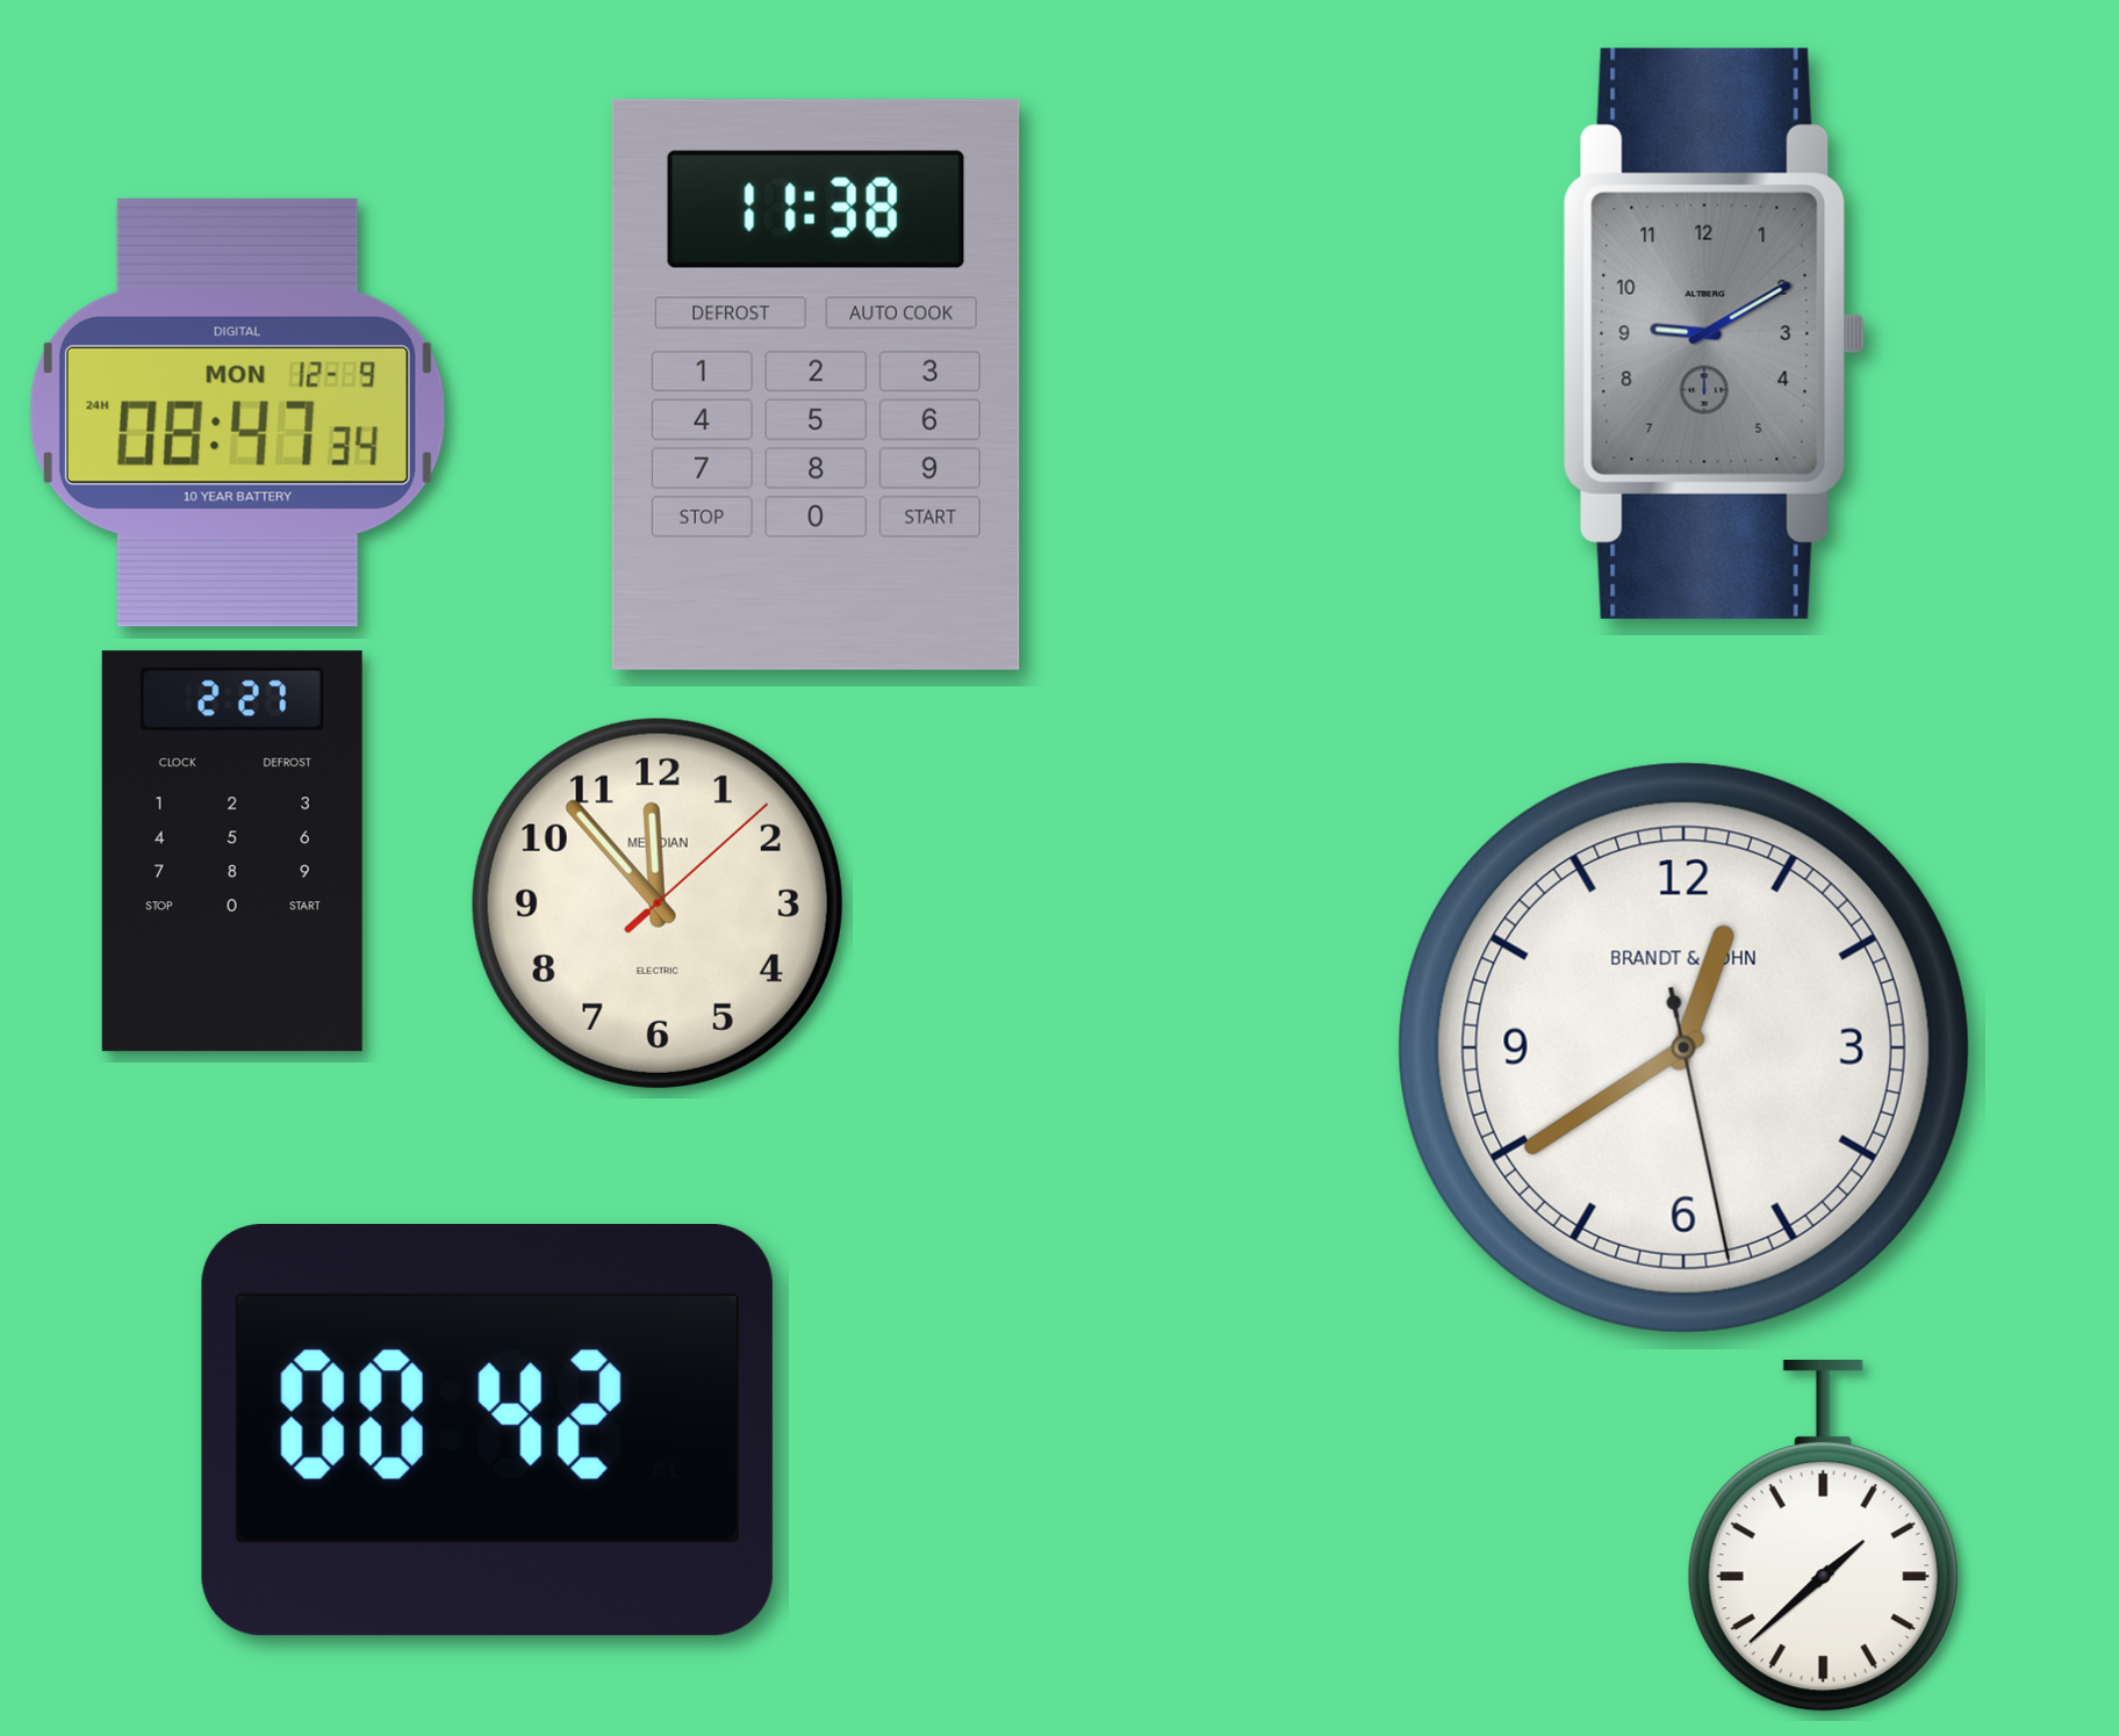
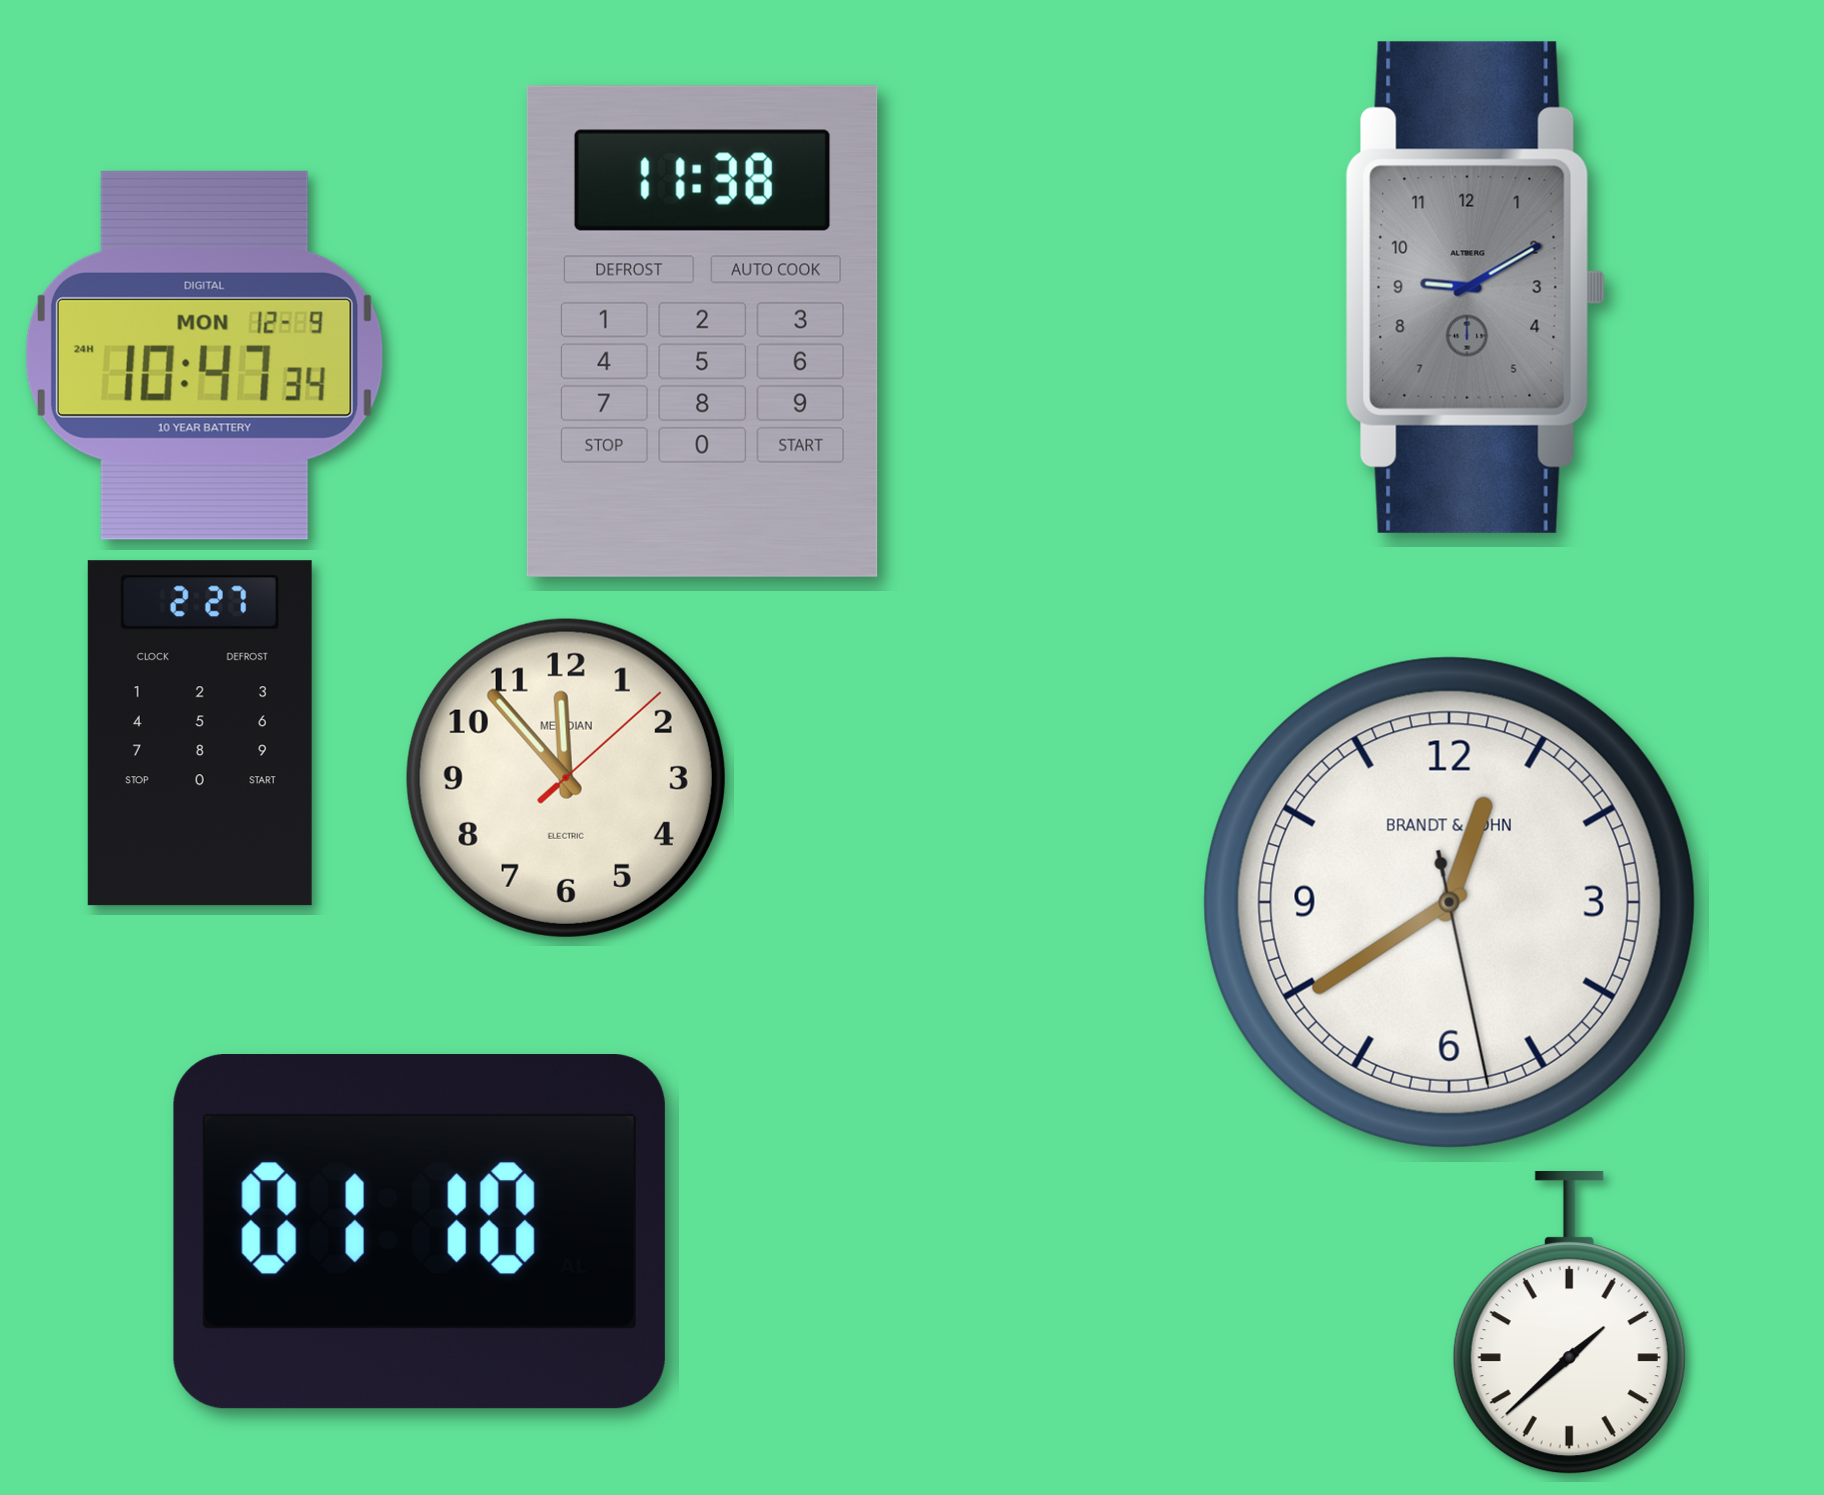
clock at (237, 412): 08:47 -> 10:47
clock at (487, 1431): 00:42 -> 01:10
